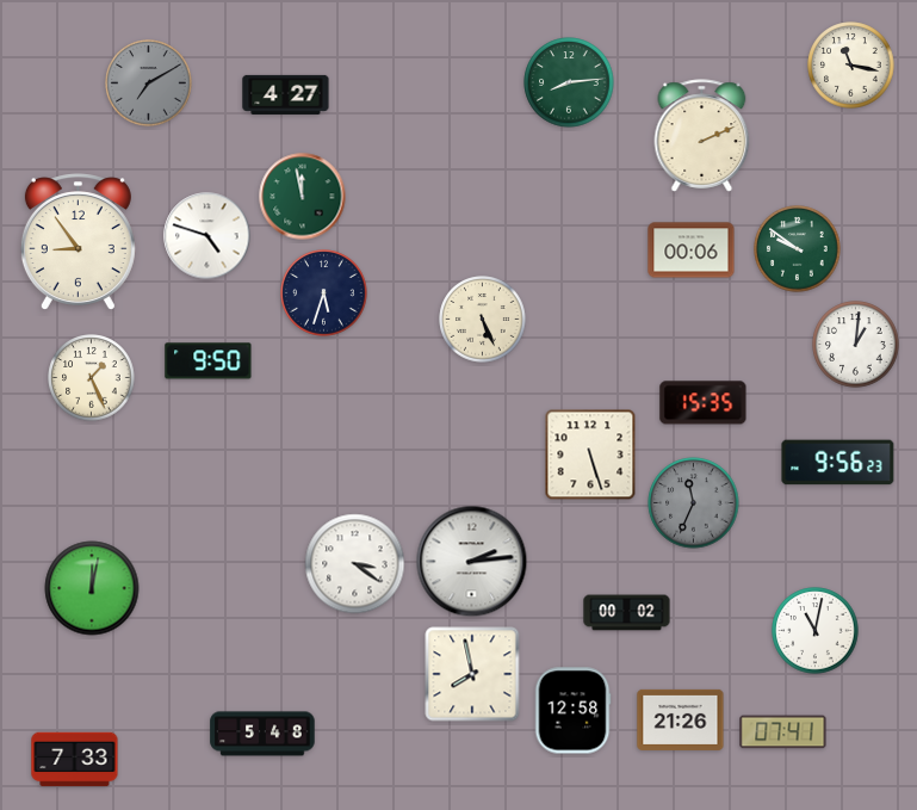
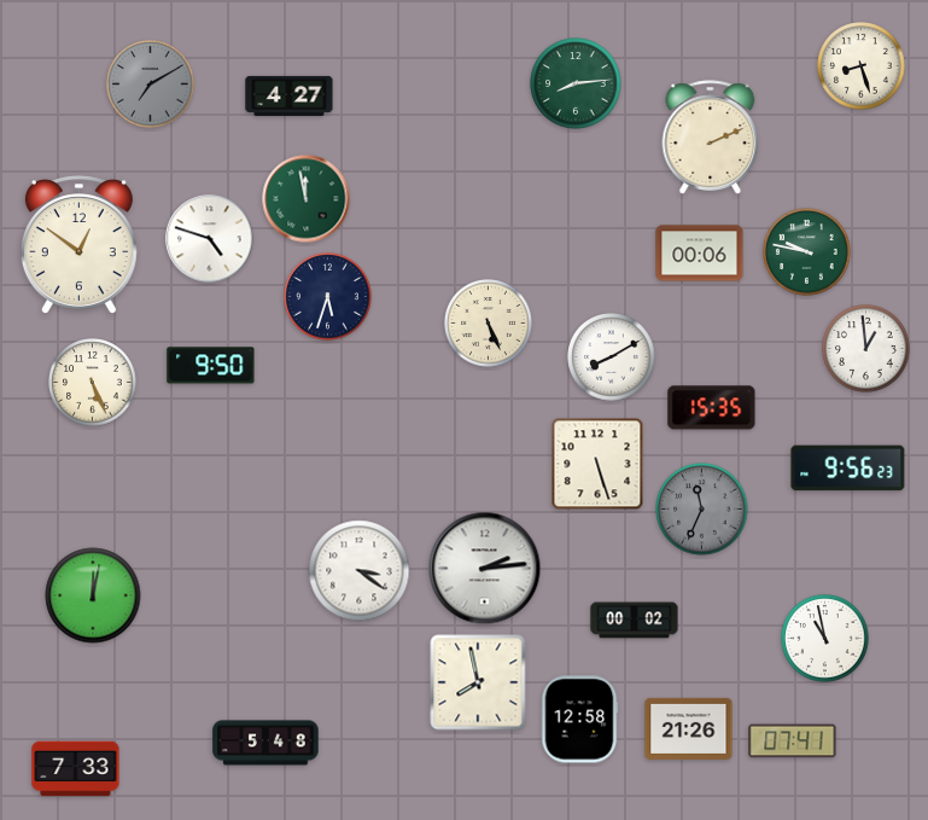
clock at (851, 66): 11:17 -> 8:27
clock at (78, 241): 8:54 -> 12:51
clock at (798, 249): 9:51 -> 9:47
clock at (856, 345): 1:01 -> 12:59
clock at (612, 357): none -> 8:10
clock at (92, 378): 1:26 -> 5:26
clock at (590, 455) position: (590, 455) -> (597, 464)
clock at (472, 562) position: (472, 562) -> (485, 569)
clock at (816, 631): 11:02 -> 10:58
